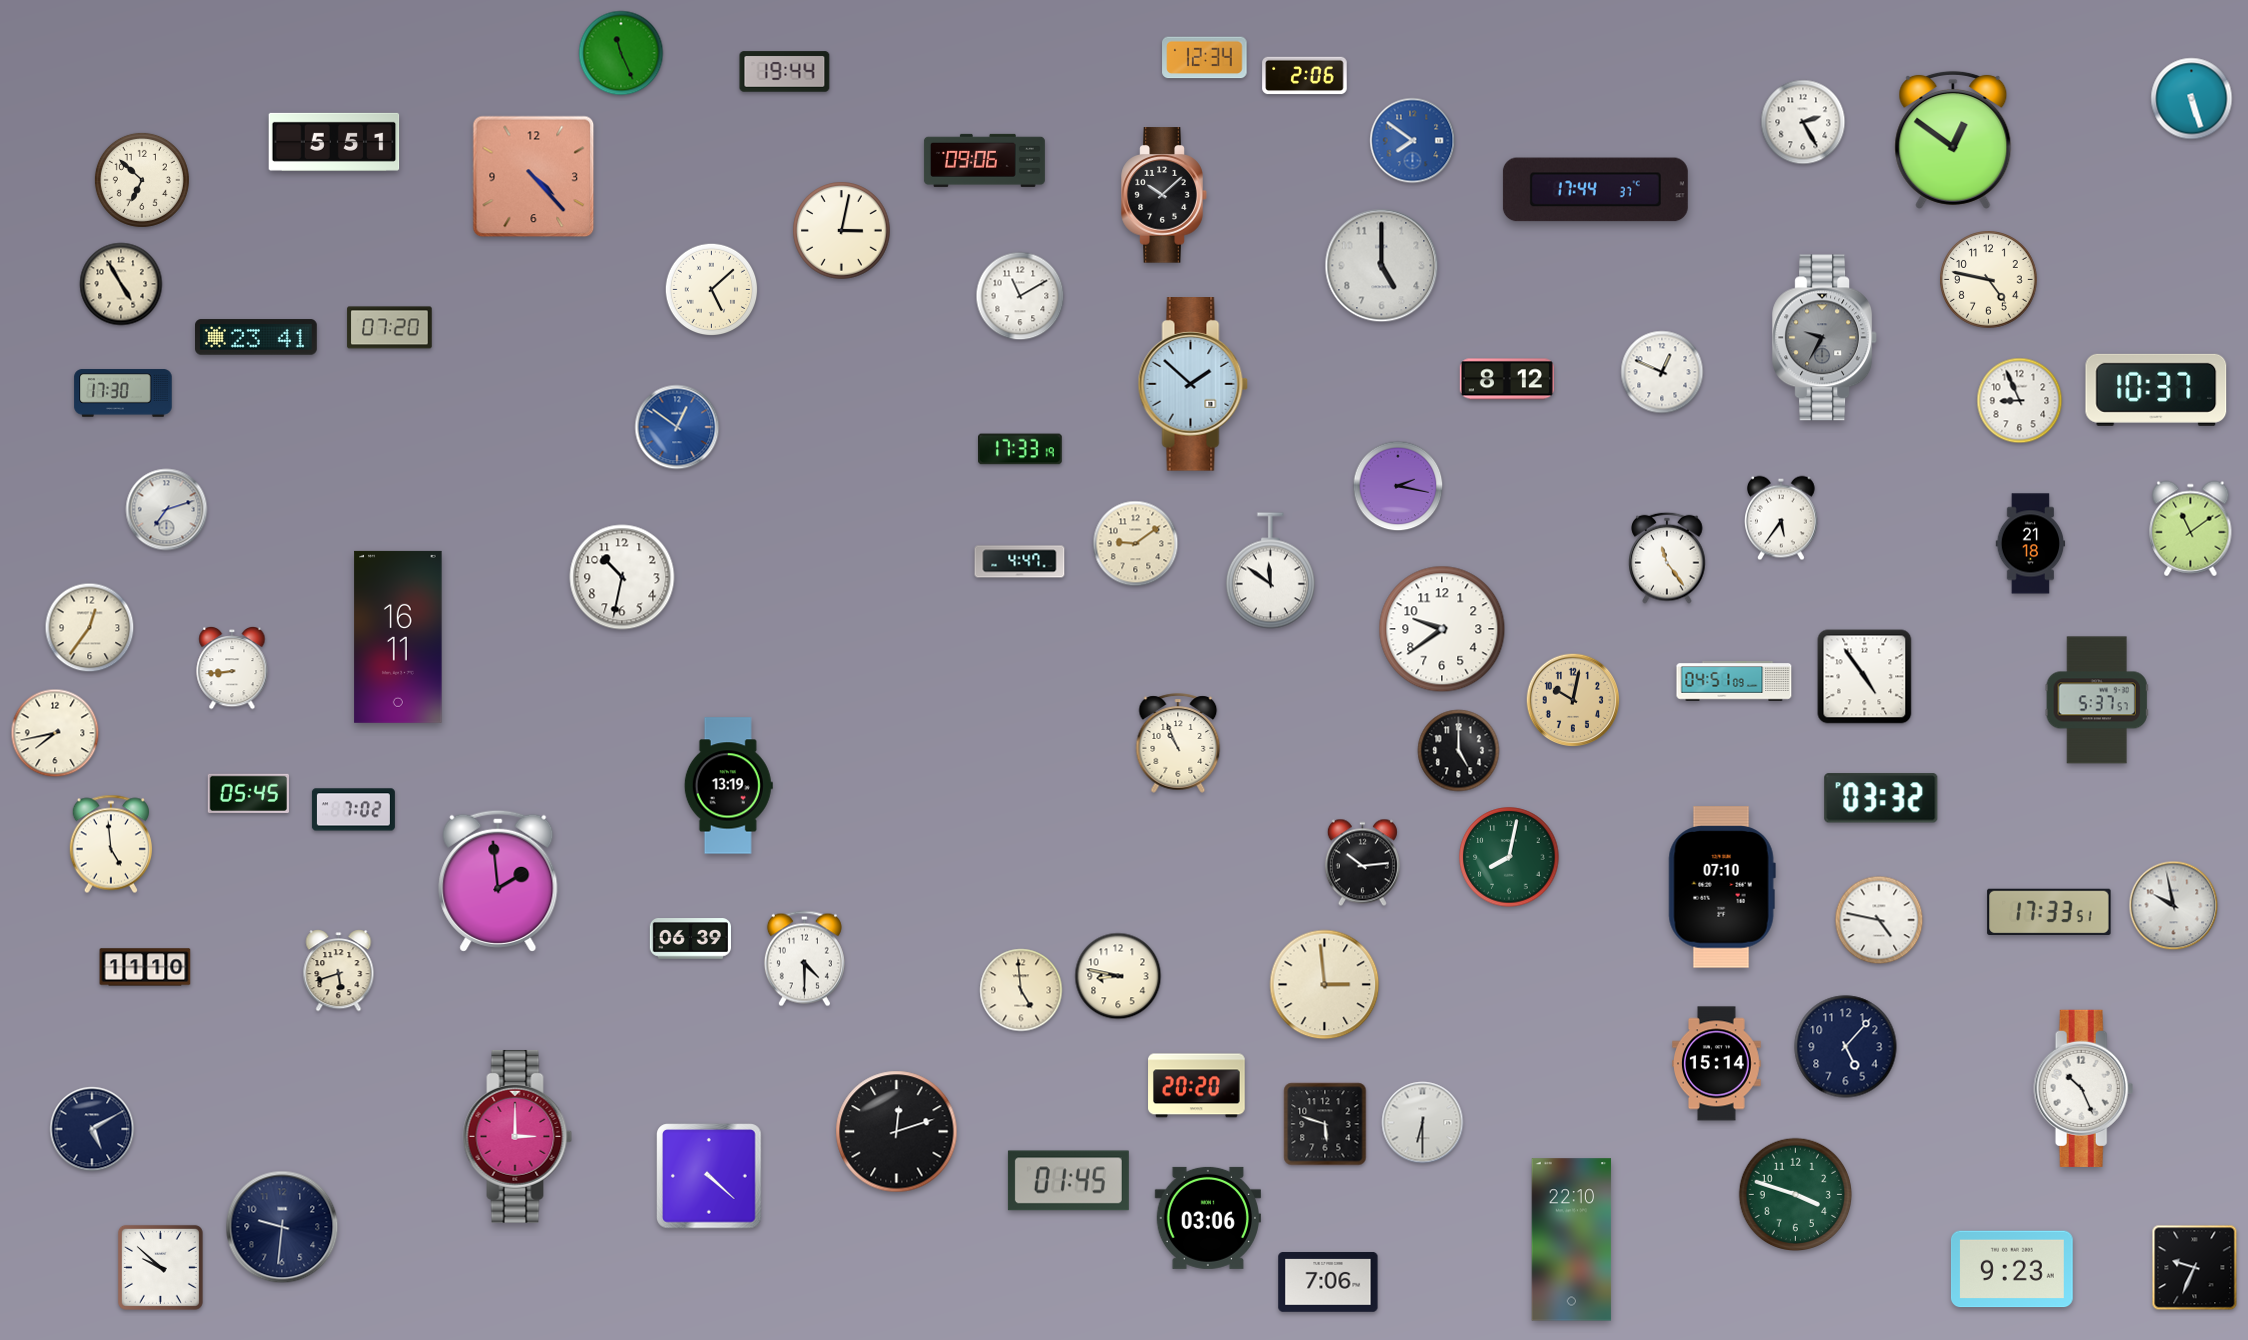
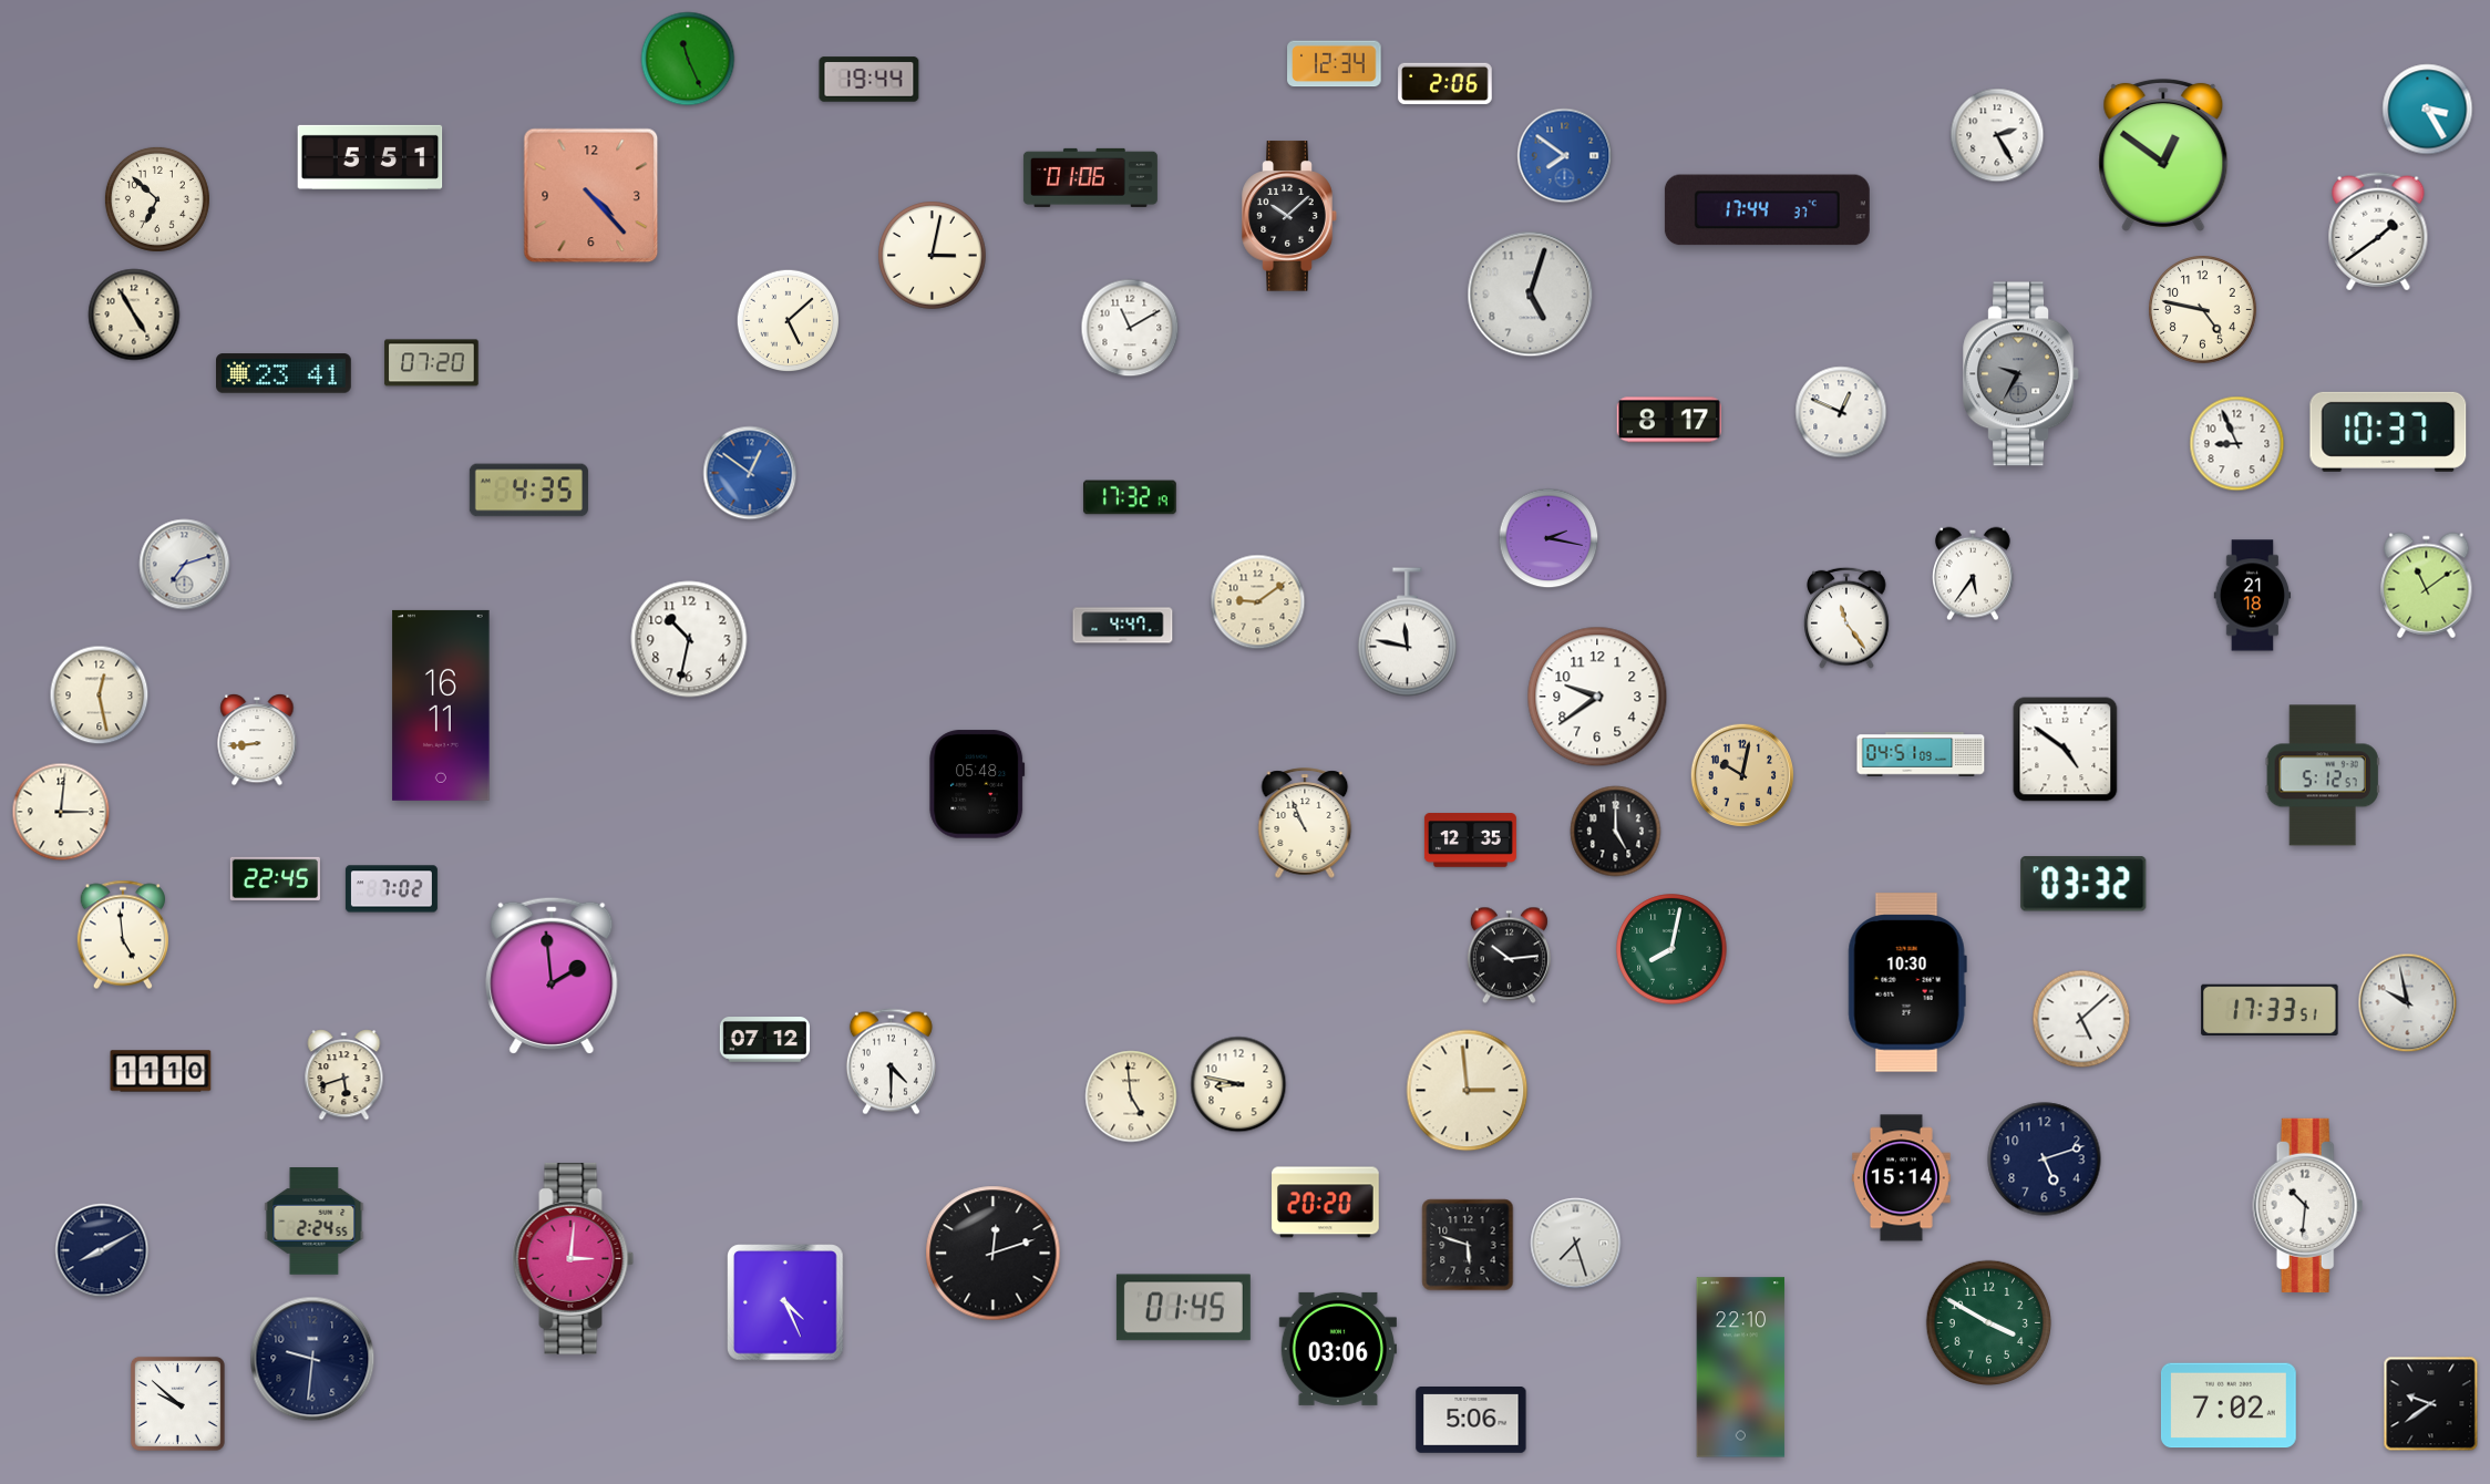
clock at (2192, 99): 5:27 -> 3:25
clock at (984, 160): 09:06 -> 01:06
clock at (2378, 231): none -> 1:39
clock at (1382, 266): 5:00 -> 5:03
clock at (1507, 379): 8:12 -> 8:17
clock at (1193, 384): 1:52 -> none
clock at (123, 393): 17:30 -> none
clock at (528, 491): none -> 4:35
clock at (1021, 449): 17:33 -> 17:32
clock at (2031, 544) position: (2031, 544) -> (2253, 596)
clock at (1020, 562) position: (1020, 562) -> (1123, 626)
clock at (1270, 571): 11:51 -> 11:47
clock at (90, 628): 12:36 -> 12:28
clock at (1865, 677): 4:54 -> 4:51
clock at (2097, 700): 5:37 -> 5:12
clock at (977, 784): none -> 05:48
clock at (55, 733): 7:43 -> 3:01
clock at (1470, 841): none -> 12:35
clock at (728, 786): 13:19 -> none
clock at (248, 793): 05:45 -> 22:45
clock at (353, 810) position: (353, 810) -> (391, 889)
clock at (1722, 887): 07:10 -> 10:30
clock at (1879, 920): 4:47 -> 5:08
clock at (690, 939): 06:39 -> 07:12
clock at (339, 971) position: (339, 971) -> (344, 1075)
clock at (1118, 976) position: (1118, 976) -> (1238, 1084)
clock at (1846, 1047): 5:07 -> 5:12
clock at (2084, 1088): 10:26 -> 10:31
clock at (315, 1222): none -> 2:24
clock at (1423, 1123): 6:30 -> 7:27
clock at (92, 1129): 5:10 -> 8:10
clock at (518, 1136): 3:00 -> 3:01
clock at (709, 1176): 4:22 -> 4:26
clock at (1795, 1194): 3:48 -> 3:50
clock at (1572, 1240) position: (1572, 1240) -> (1741, 1368)
clock at (2195, 1268): 9:34 -> 9:39
clock at (2012, 1269): 9:23 -> 7:02
clock at (1328, 1283): 7:06 -> 5:06
